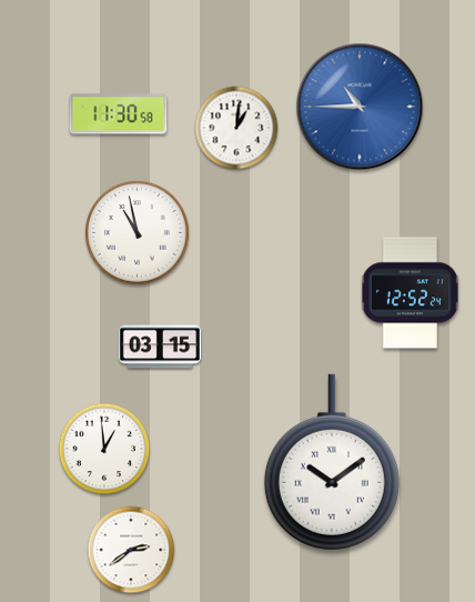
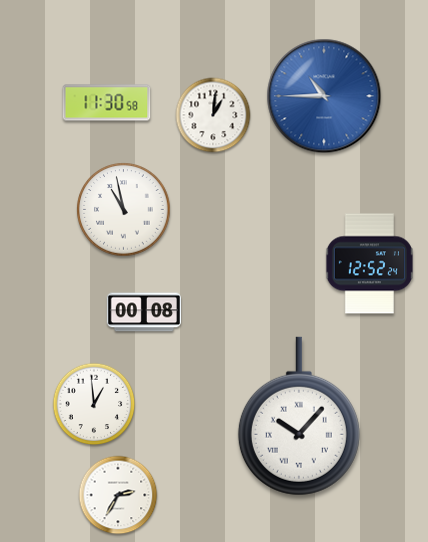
clock at (159, 347): 03:15 -> 00:08
clock at (332, 462): 10:09 -> 10:07
clock at (131, 550): 2:39 -> 2:35
